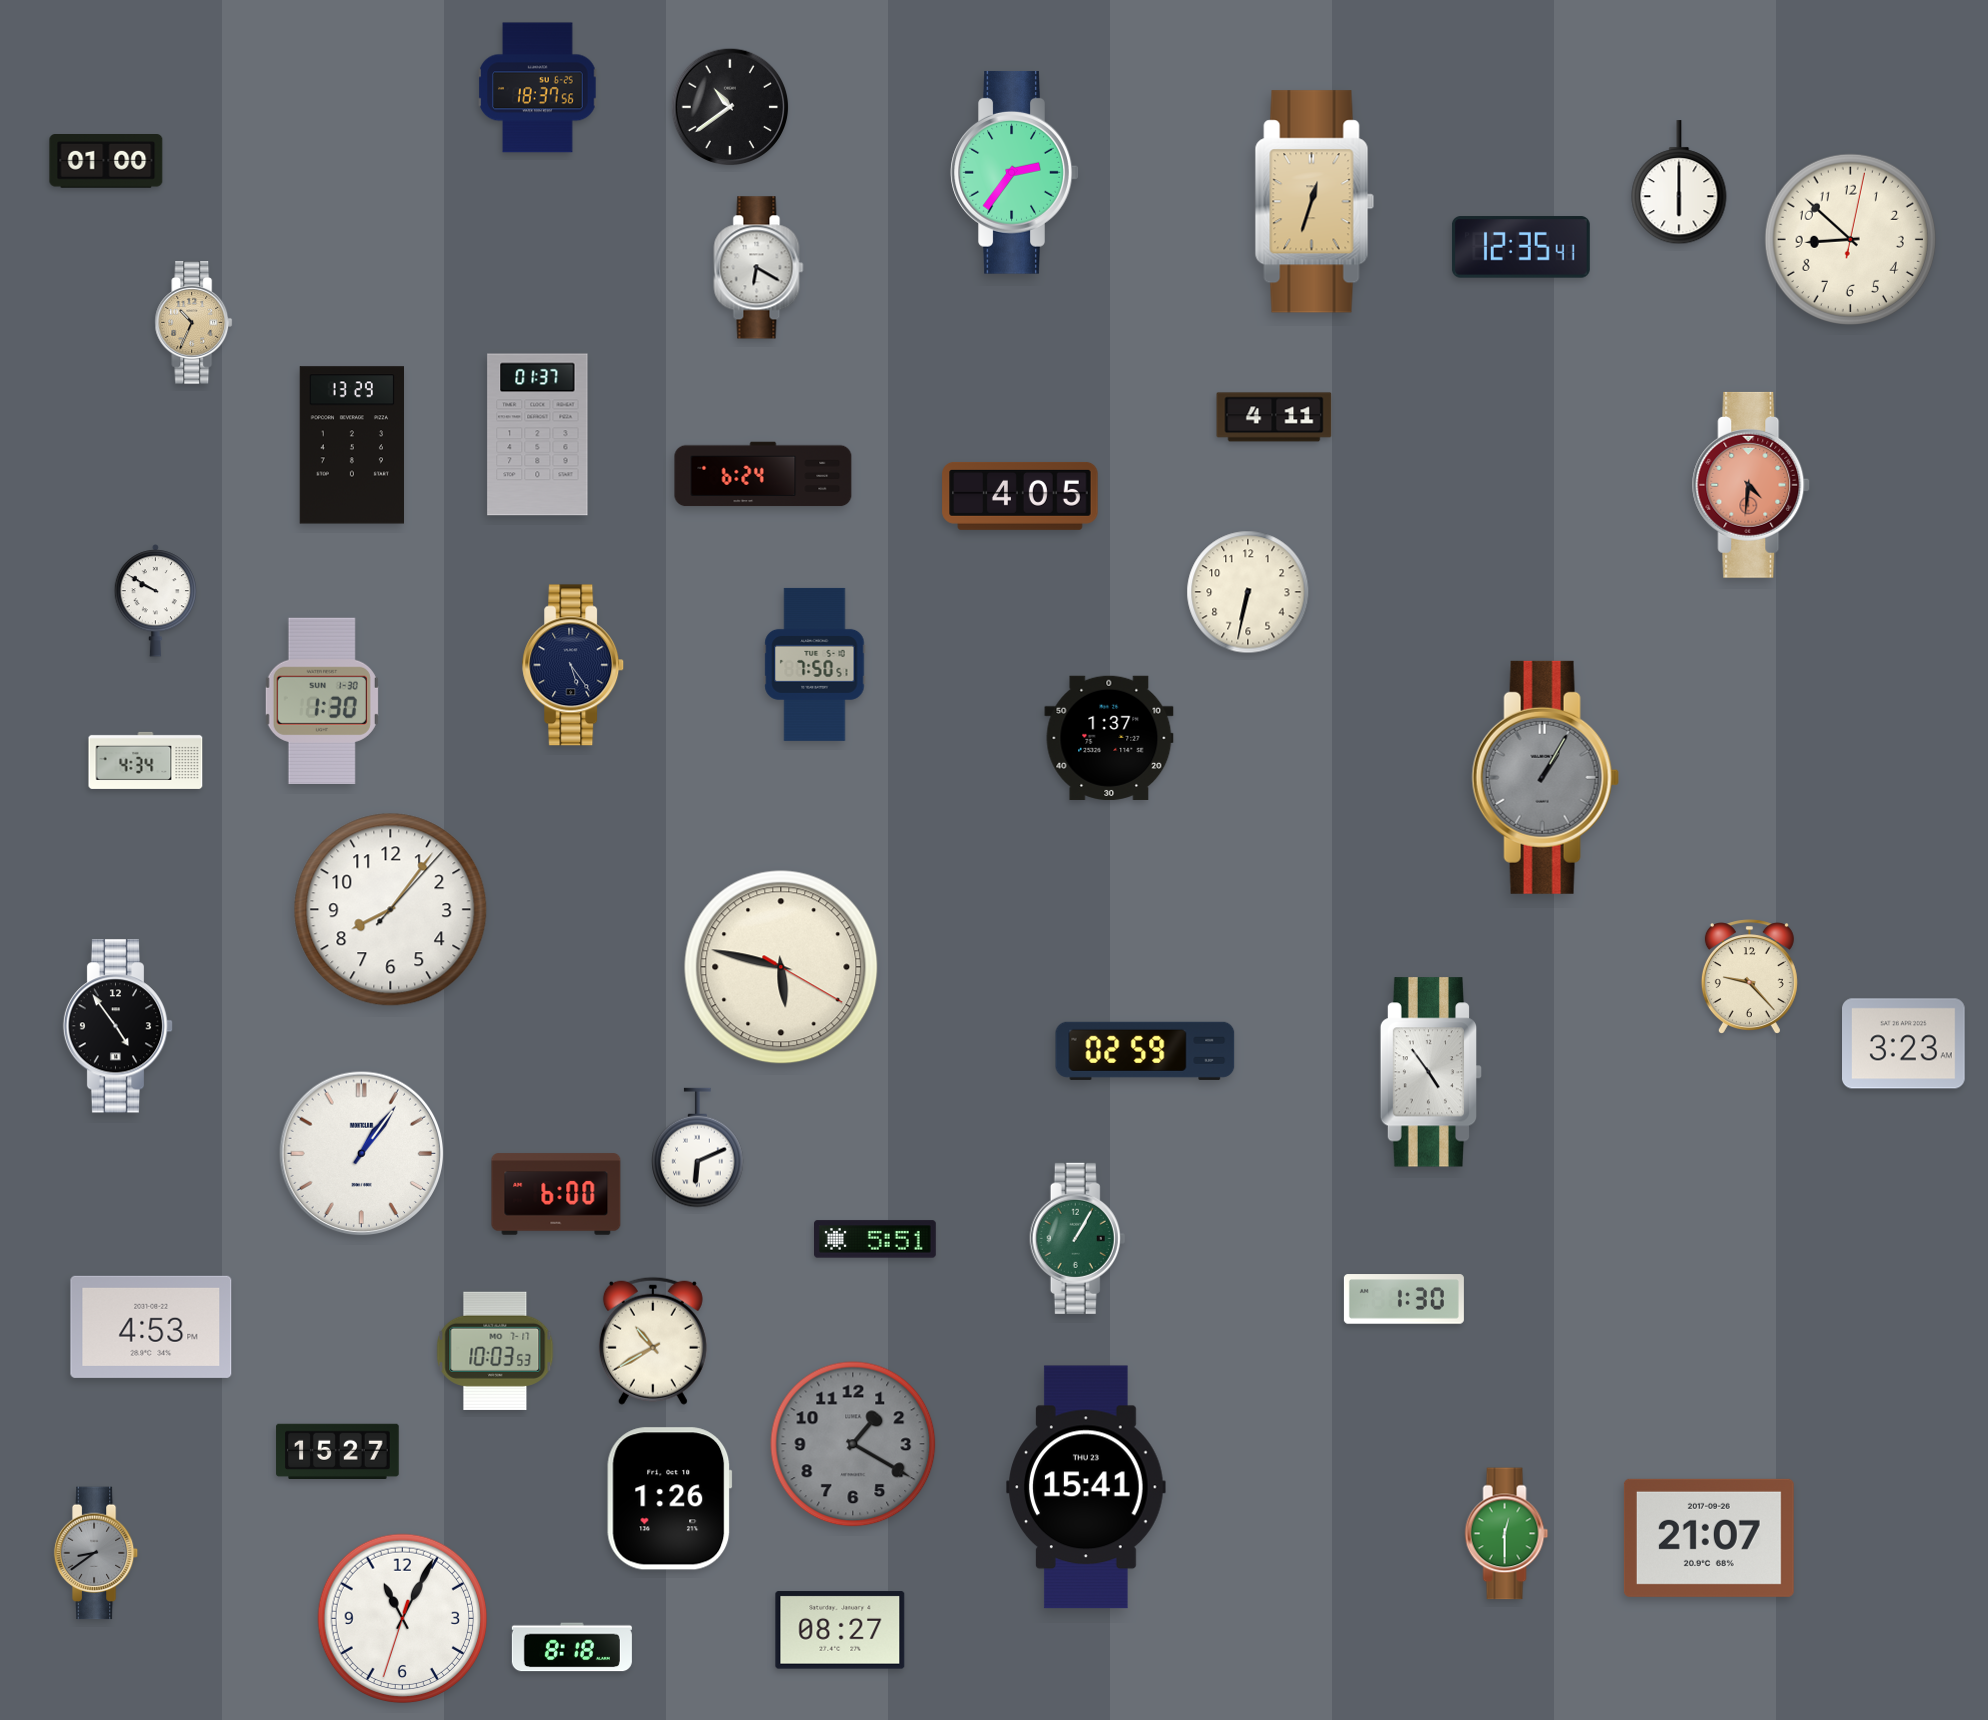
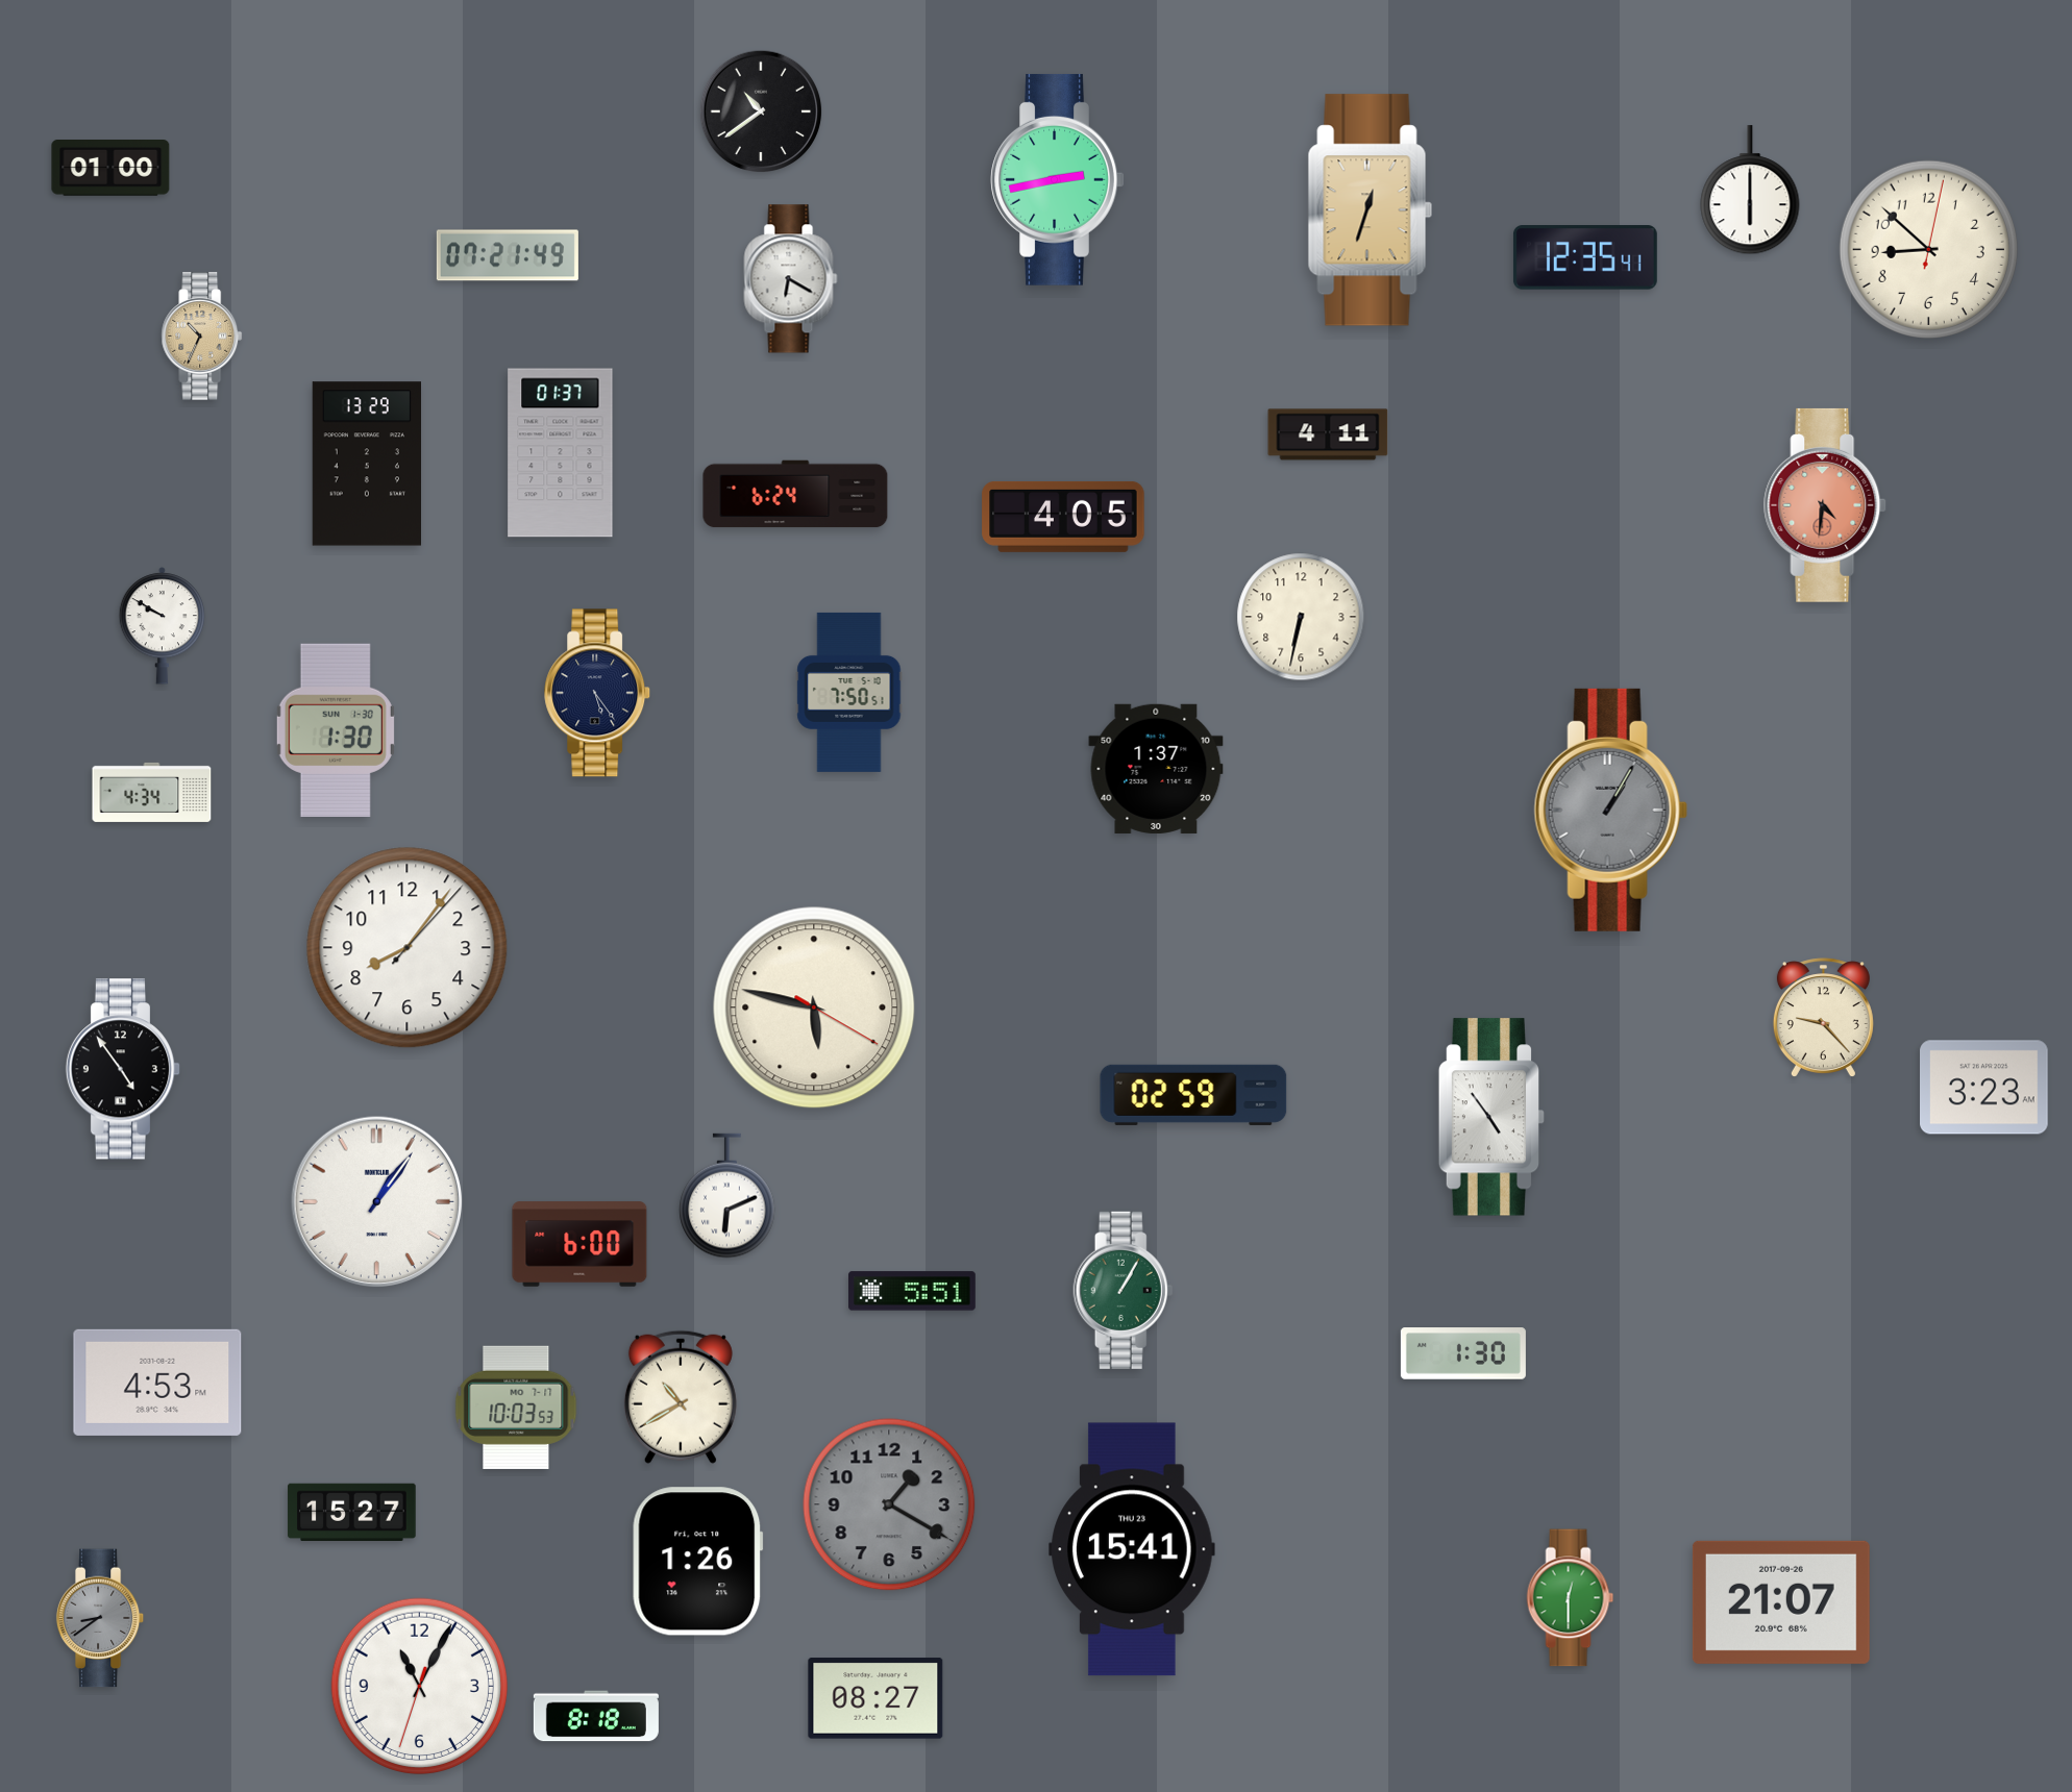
clock at (538, 88): 18:37 -> none
clock at (1015, 172): 2:36 -> 2:43
clock at (508, 255): none -> 07:21
